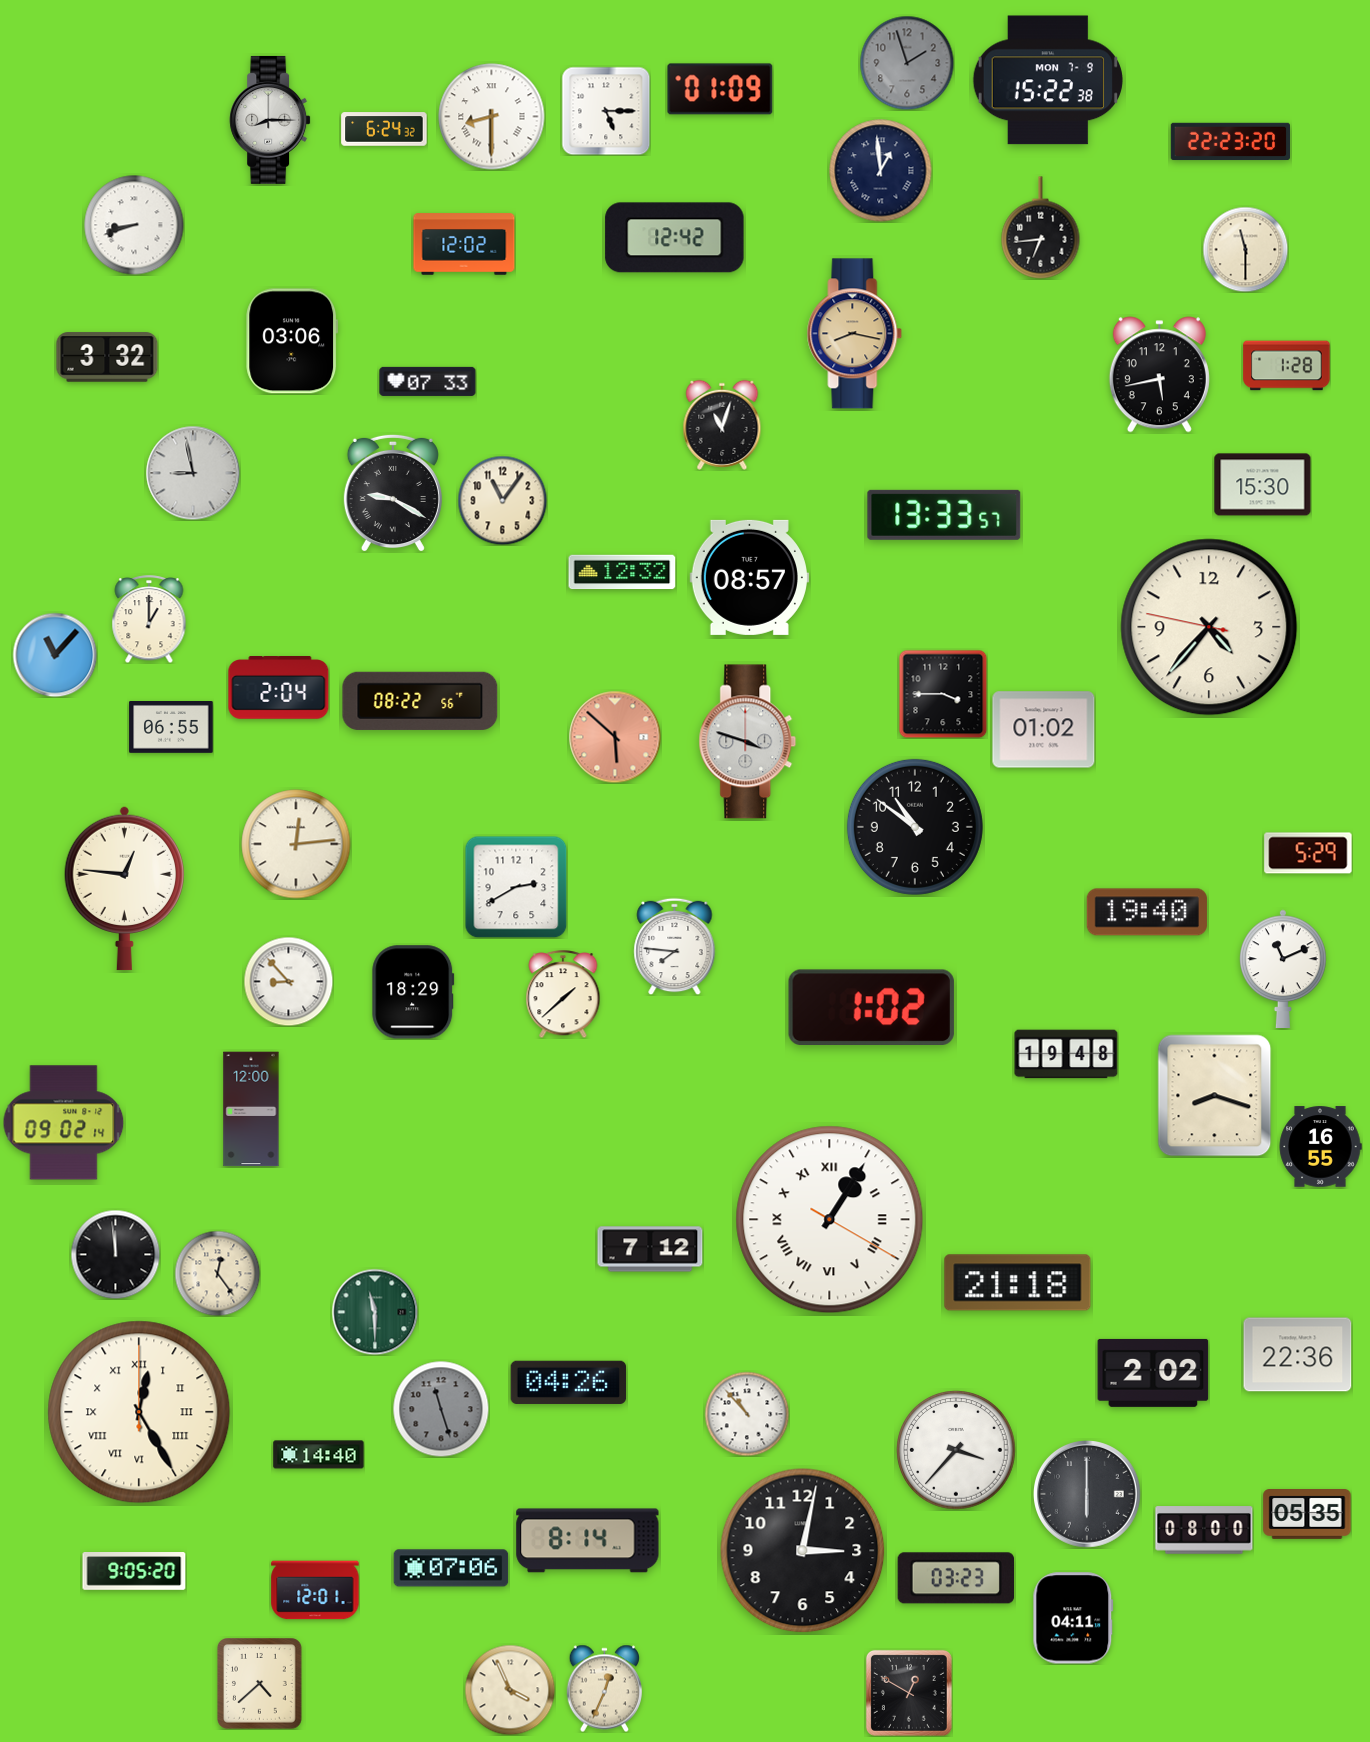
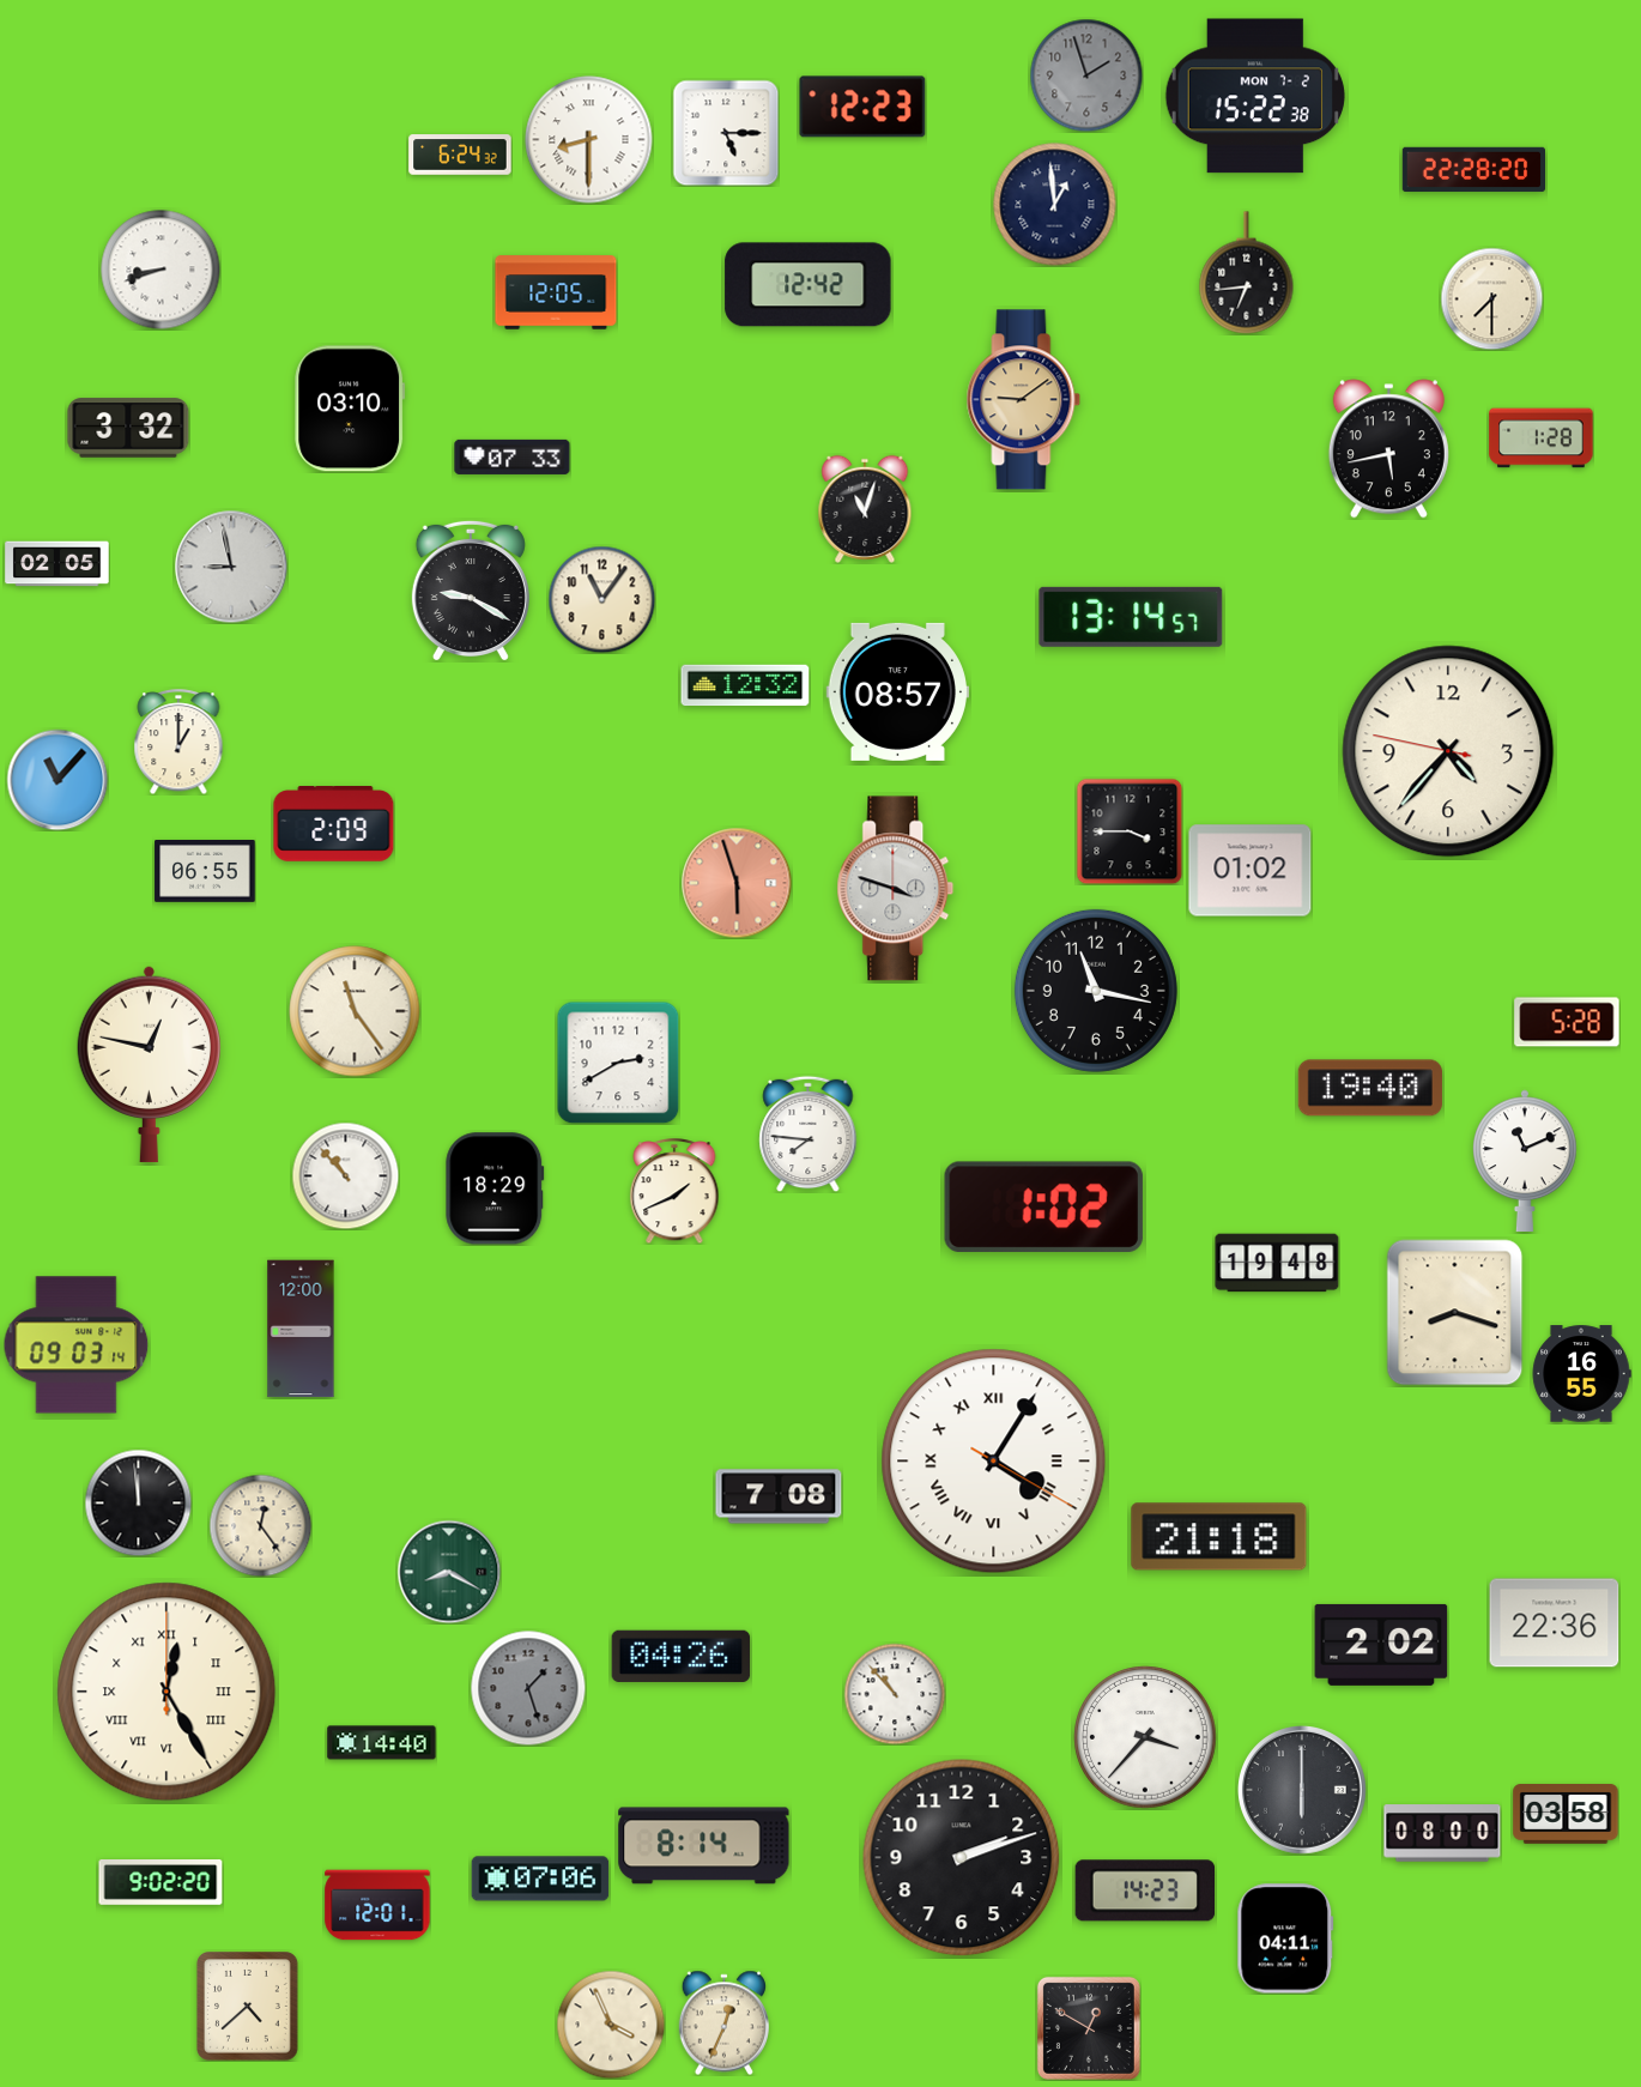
clock at (1048, 80) date: MON 7-9 -> MON 7-2
clock at (720, 89): 01:09 -> 12:23
clock at (270, 120): 8:15 -> none
clock at (1230, 142): 22:23 -> 22:28
clock at (464, 244): 12:02 -> 12:05
clock at (1245, 249): 11:30 -> 7:30
clock at (855, 334): 8:17 -> 9:09
clock at (292, 341): 03:06 -> 03:10
clock at (57, 564): none -> 02:05
clock at (1263, 485): 15:30 -> none
clock at (944, 515): 13:33 -> 13:14
clock at (55, 655) position: (55, 655) -> (57, 780)
clock at (279, 688): 2:04 -> 2:09
clock at (420, 701): 08:22 -> none
clock at (1044, 730) position: (1044, 730) -> (1251, 871)
clock at (615, 737): 5:52 -> 5:57
clock at (915, 827): 10:51 -> 11:17
clock at (296, 844): 12:14 -> 11:24
clock at (1308, 853): 5:29 -> 5:28
clock at (124, 888): 12:46 -> 12:47
clock at (1147, 912) position: (1147, 912) -> (1370, 1088)
clock at (1284, 968) position: (1284, 968) -> (1526, 1160)
clock at (288, 981): 8:53 -> 10:53
clock at (563, 994): 1:38 -> 1:41
clock at (64, 1123): 09:02 -> 09:03
clock at (830, 1220): 1:05 -> 4:05
clock at (650, 1249): 7:12 -> 7:08
clock at (375, 1312): 11:30 -> 8:20
clock at (441, 1409): 11:27 -> 1:27
clock at (1307, 1515): 05:35 -> 03:58
clock at (803, 1551): 3:02 -> 2:12
clock at (134, 1571): 9:05 -> 9:02
clock at (955, 1578): 03:23 -> 14:23
clock at (260, 1684) position: (260, 1684) -> (248, 2007)
